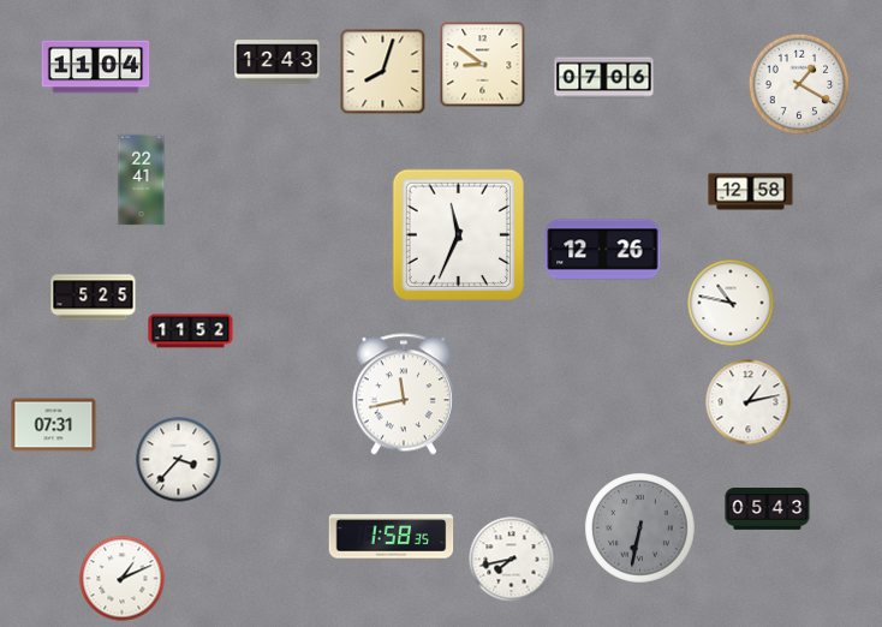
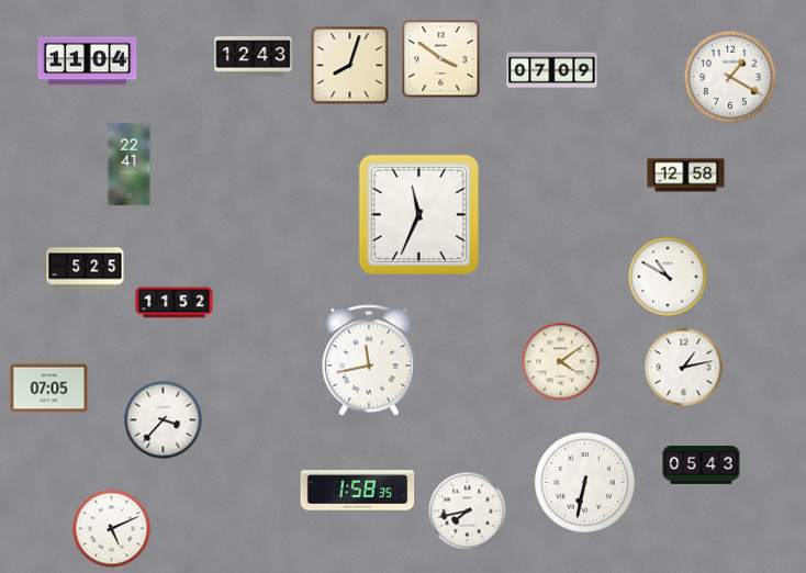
clock at (483, 65): 8:51 -> 3:51
clock at (604, 78): 07:06 -> 07:09
clock at (603, 250): 12:26 -> none
clock at (94, 298) position: (94, 298) -> (86, 269)
clock at (731, 303): 10:47 -> 10:50
clock at (561, 362): none -> 4:09
clock at (54, 425): 07:31 -> 07:05
clock at (640, 529) dial: grey -> white
clock at (123, 579): 1:11 -> 5:11
